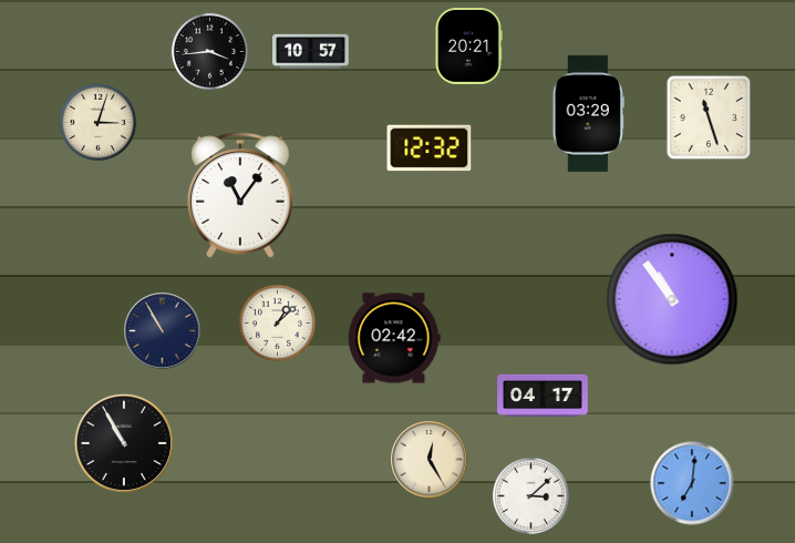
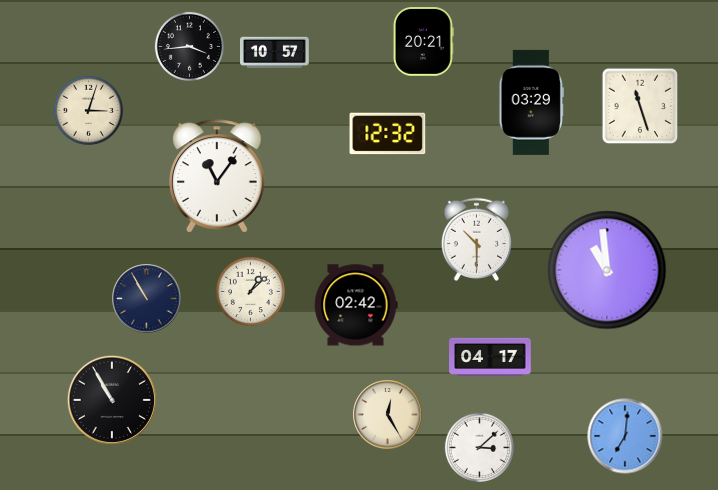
clock at (311, 51) position: (311, 51) -> (275, 52)
clock at (476, 239): none -> 10:30
clock at (672, 299): 10:54 -> 10:59
